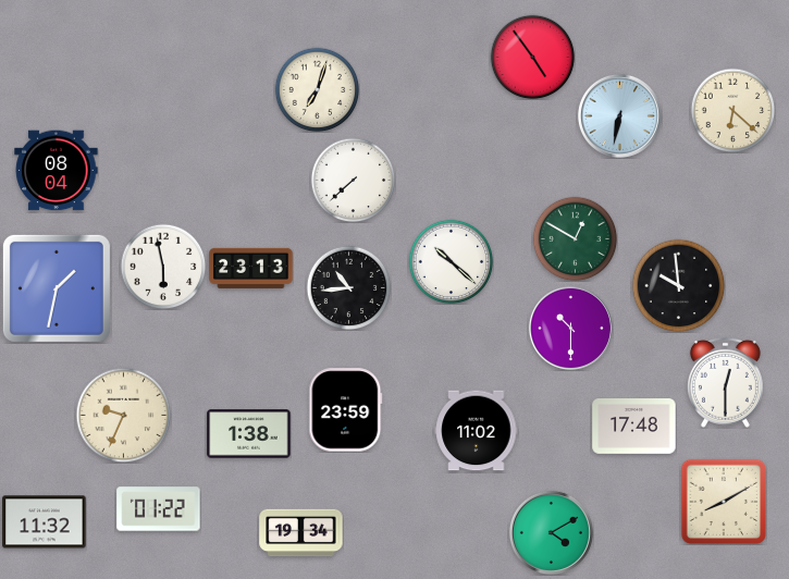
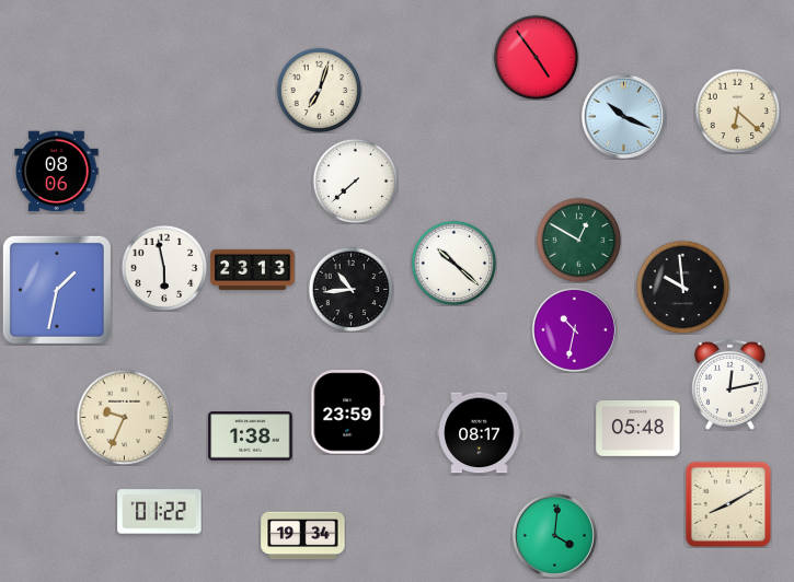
clock at (619, 115): 6:32 -> 10:19
clock at (57, 171): 08:04 -> 08:06
clock at (570, 328): 10:30 -> 10:32
clock at (725, 382): 12:30 -> 12:13
clock at (634, 427): 17:48 -> 05:48
clock at (477, 431): 11:02 -> 08:17
clock at (45, 522): 11:32 -> none
clock at (551, 532): 4:10 -> 4:01
